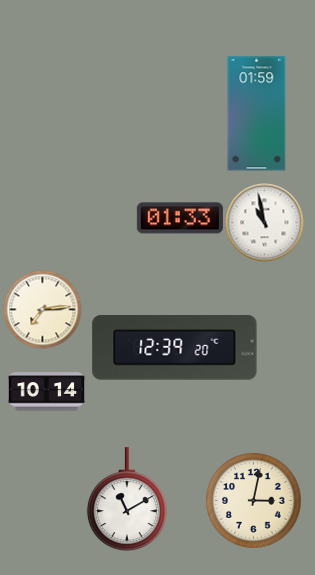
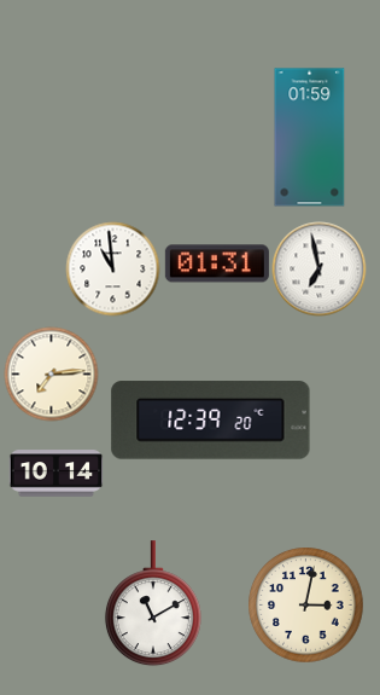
clock at (180, 218): 01:33 -> 01:31
clock at (112, 268): none -> 10:59
clock at (264, 222): 10:58 -> 6:58
